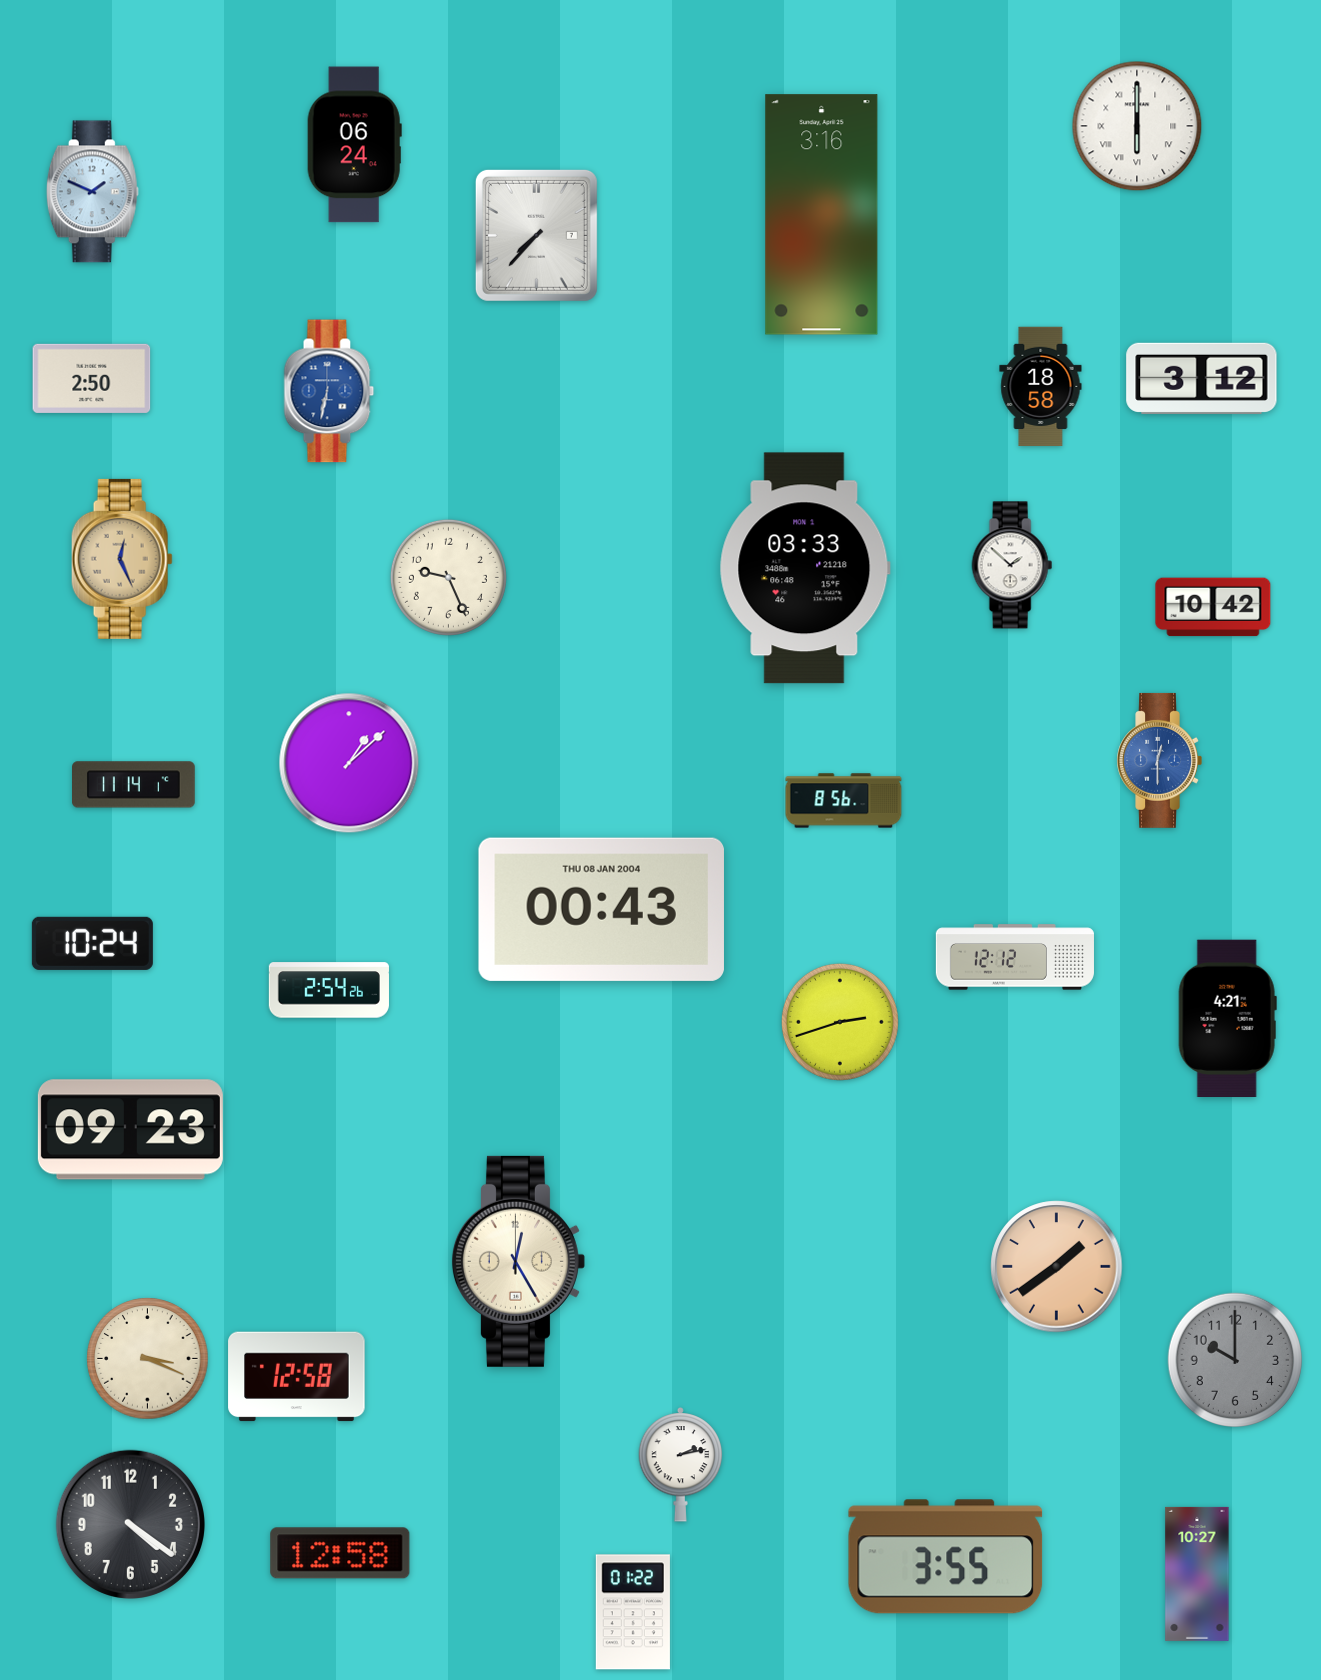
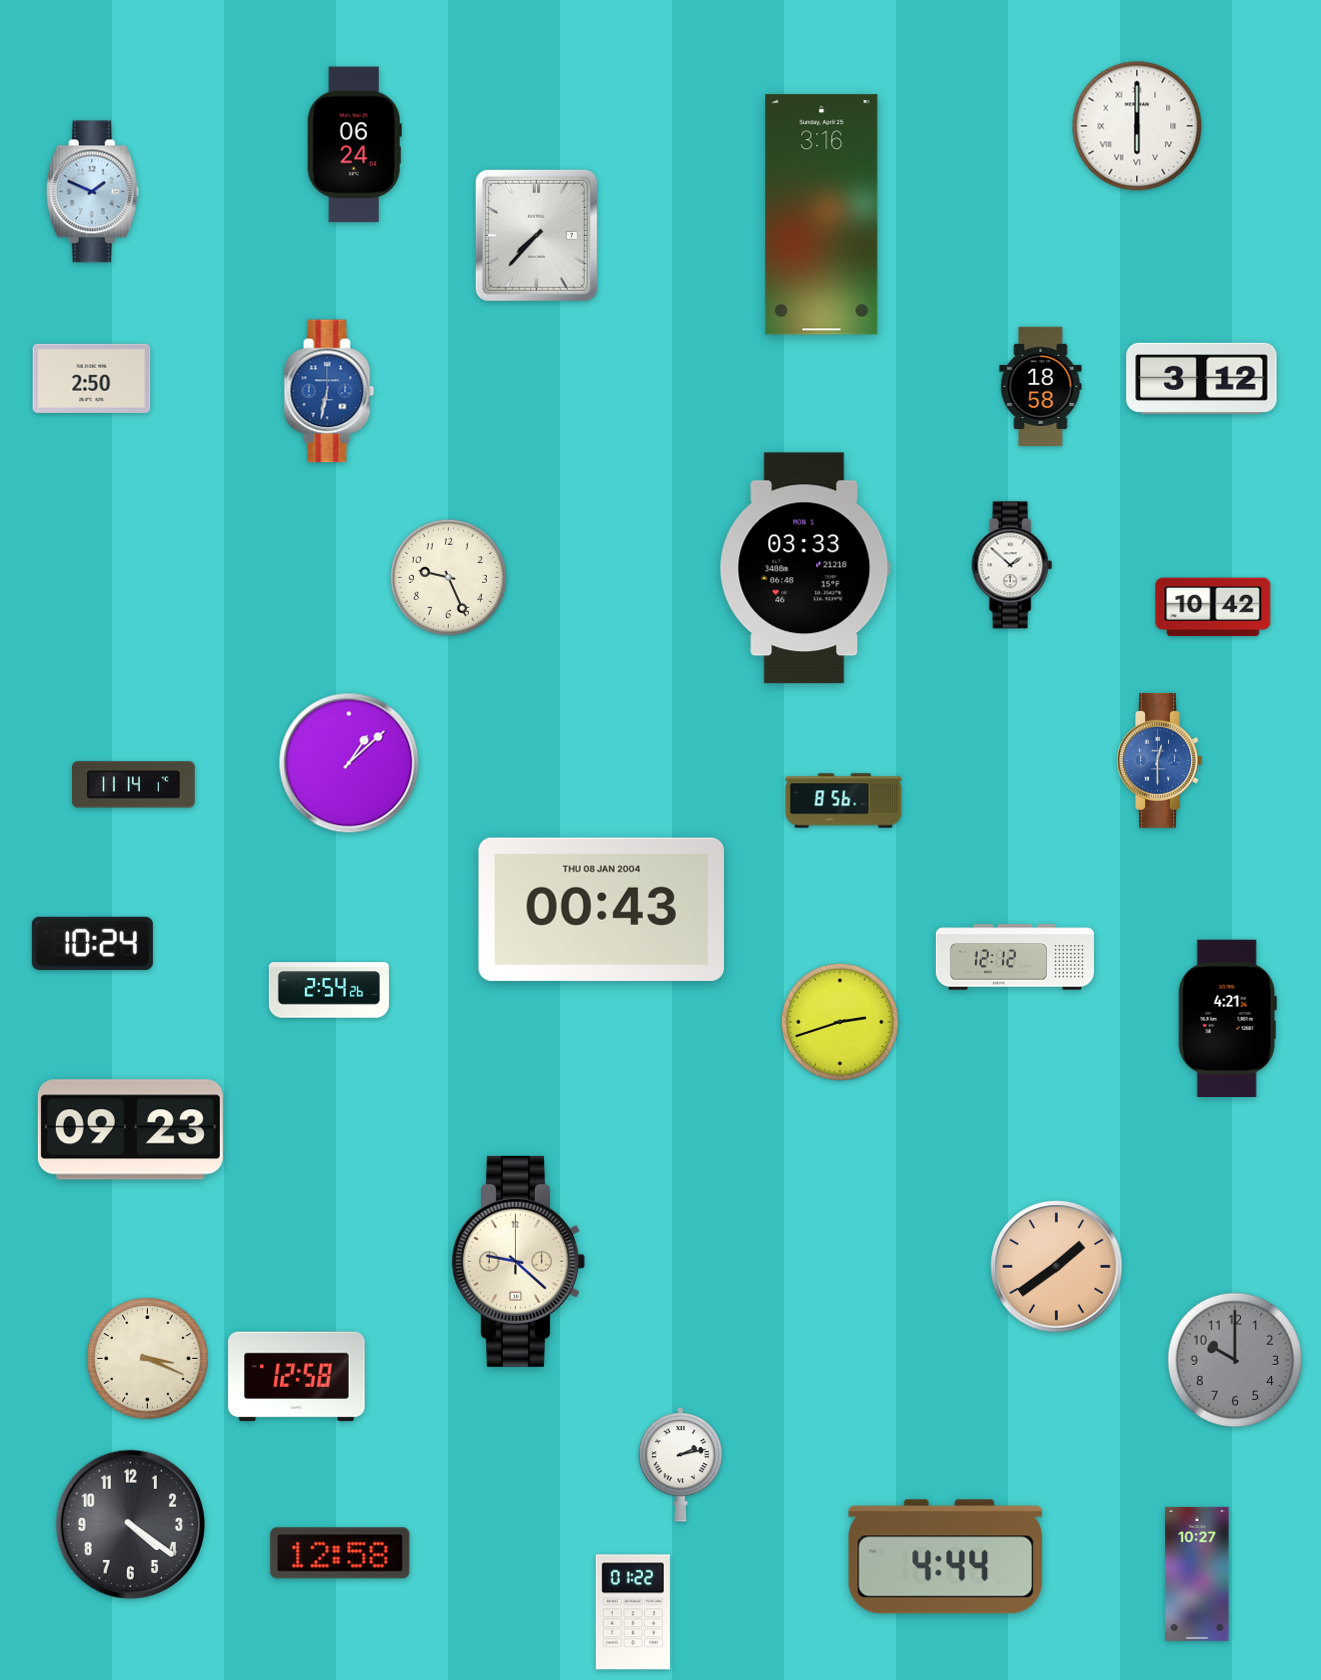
clock at (122, 559): 12:26 -> none
clock at (518, 1261): 12:25 -> 9:22
clock at (946, 1557): 3:55 -> 4:44
